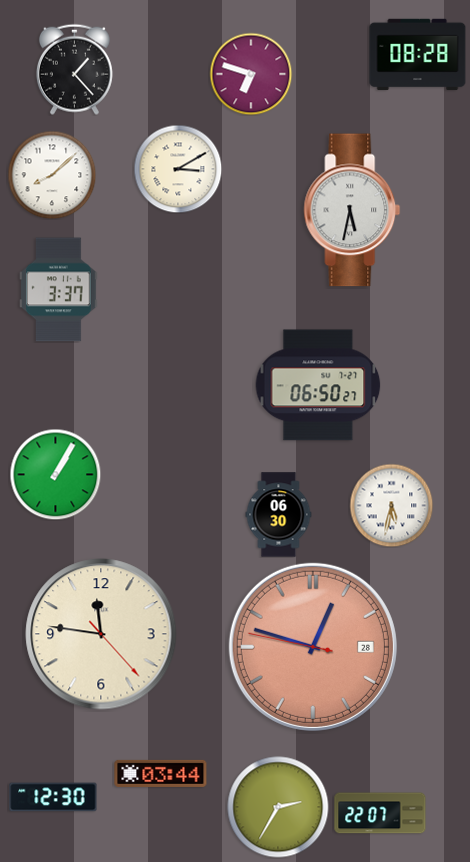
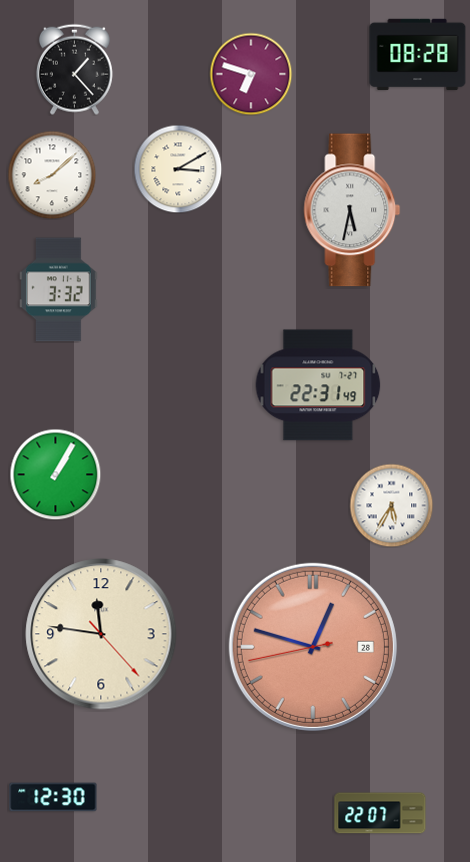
clock at (59, 290): 3:37 -> 3:32
clock at (318, 385): 06:50 -> 22:31
clock at (391, 505): 5:32 -> 5:35
clock at (279, 515): 06:30 -> none
clock at (313, 647): 12:47:47 -> 12:47:43
clock at (161, 773): 03:44 -> none
clock at (278, 807): 2:35 -> none
